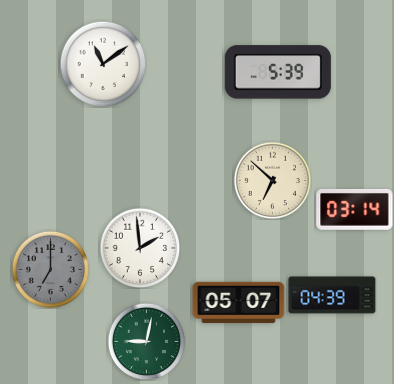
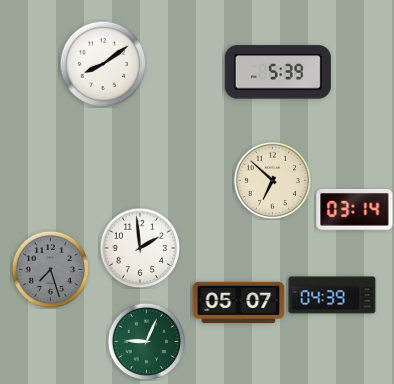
clock at (103, 64): 11:09 -> 8:09
clock at (50, 269): 7:00 -> 7:27
clock at (146, 341): 9:02 -> 9:04
